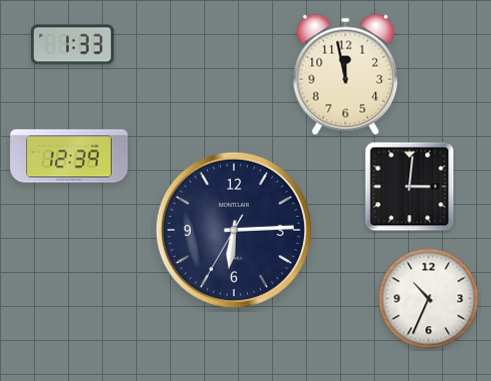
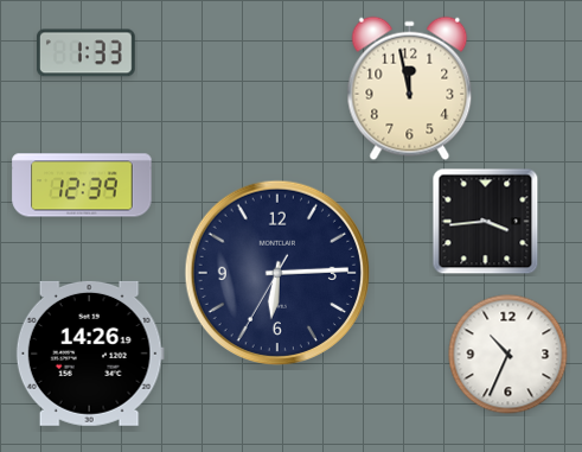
clock at (410, 187): 3:01 -> 3:44
clock at (90, 354): none -> 14:26
